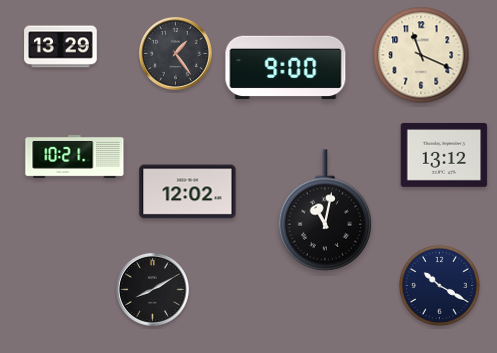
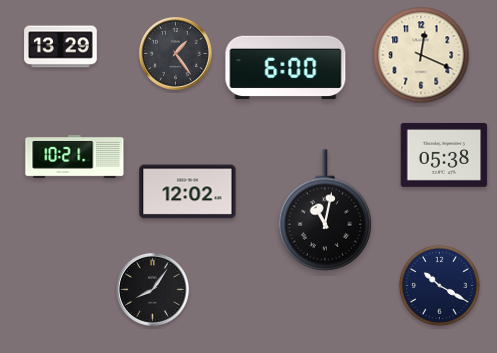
clock at (421, 55): 11:19 -> 12:19
clock at (286, 68): 9:00 -> 6:00
clock at (444, 155): 13:12 -> 05:38
clock at (152, 289): 8:10 -> 8:06
